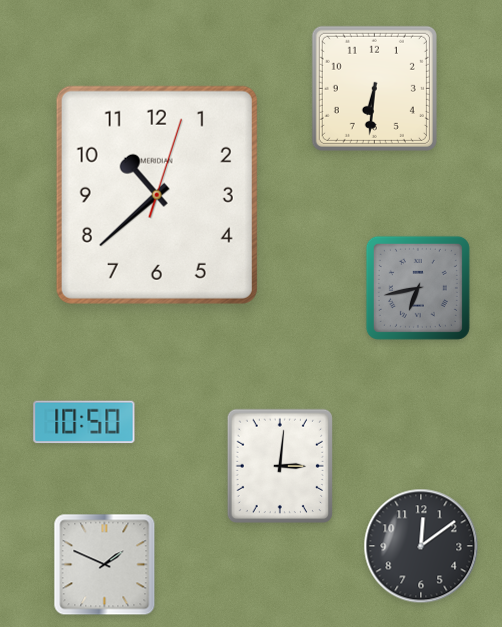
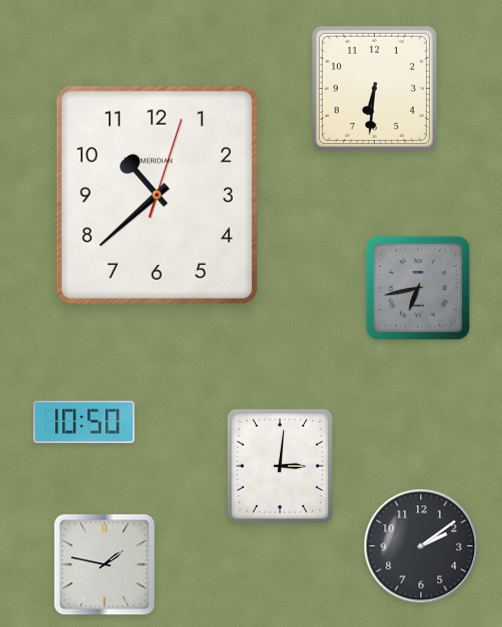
clock at (421, 546): 12:09 -> 2:09
clock at (105, 565): 1:49 -> 1:47
